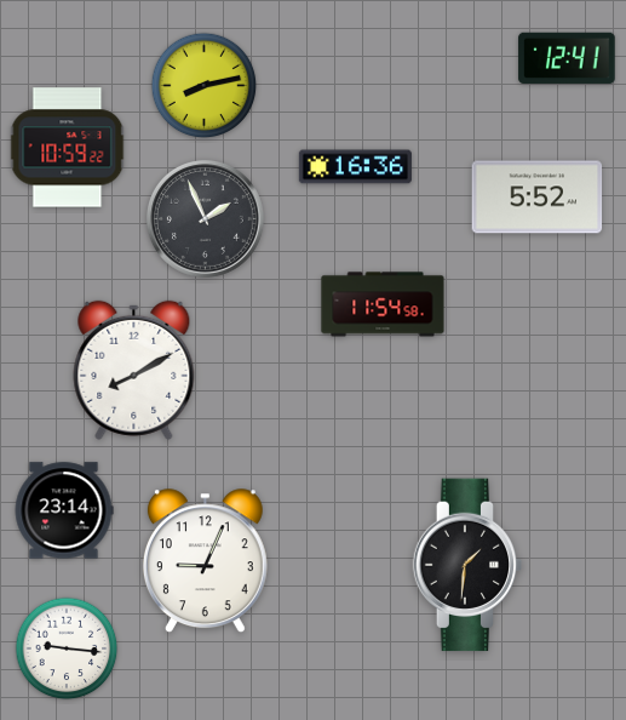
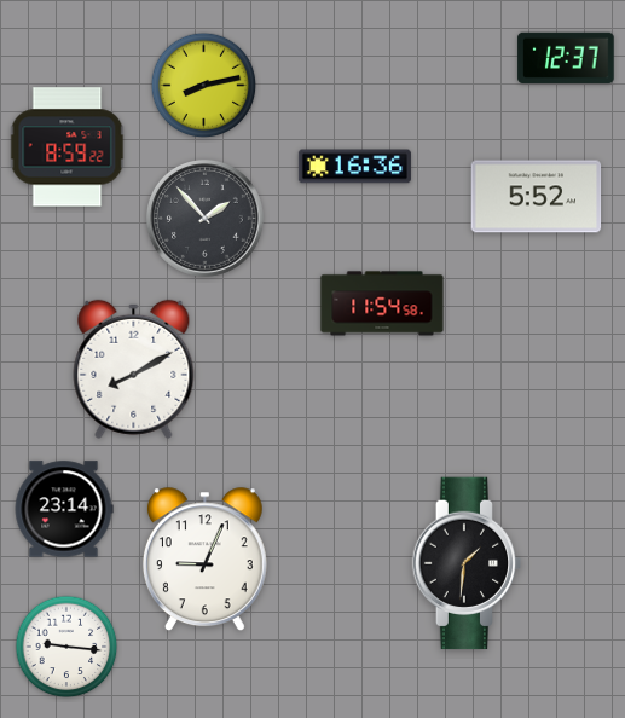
clock at (567, 58): 12:41 -> 12:37
clock at (68, 148): 10:59 -> 8:59
clock at (205, 218): 1:56 -> 1:53
